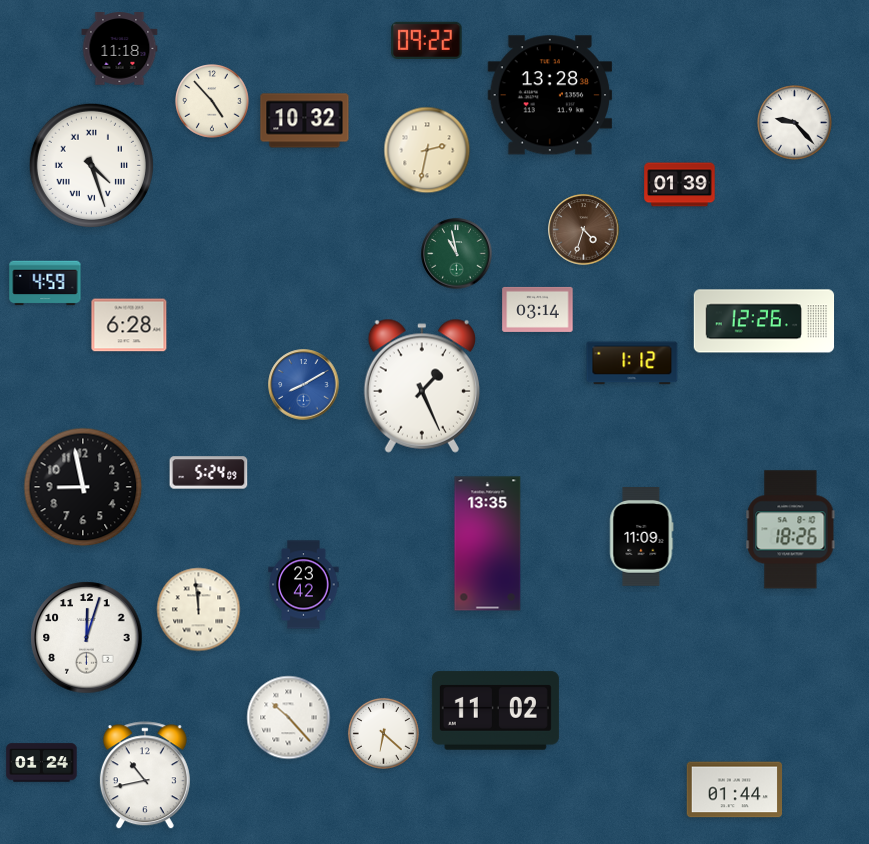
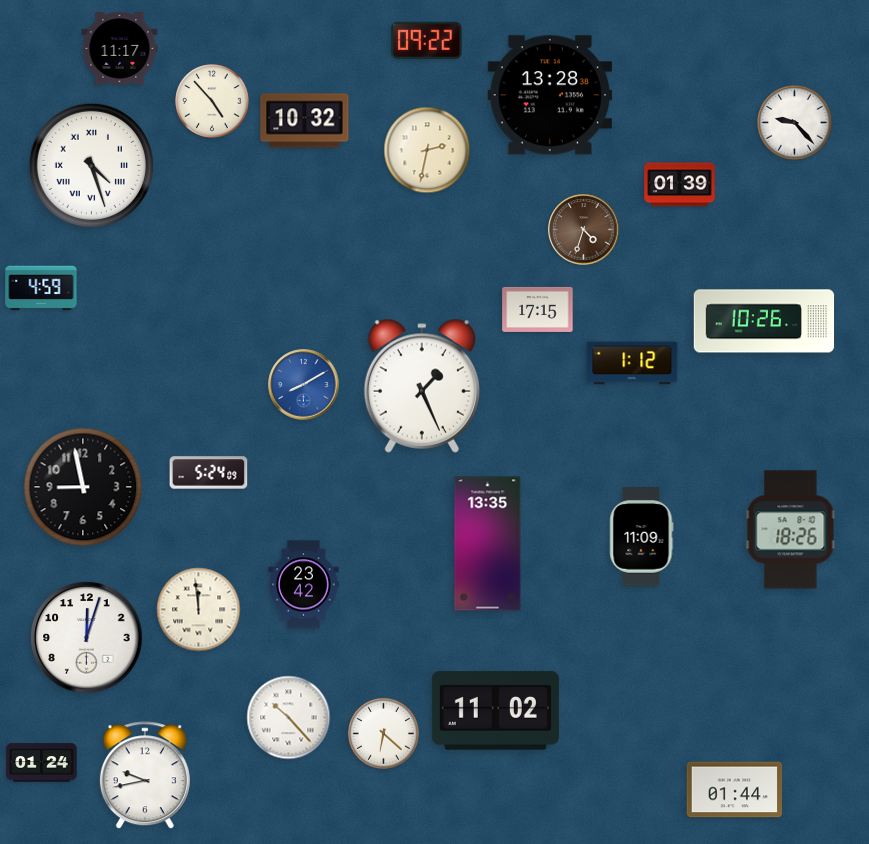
clock at (120, 49): 11:18 -> 11:17
clock at (457, 254): 10:58 -> none
clock at (45, 283) position: (45, 283) -> (41, 288)
clock at (538, 309): 03:14 -> 17:15
clock at (764, 321): 12:26 -> 10:26
clock at (129, 325): 6:28 -> none
clock at (145, 776): 10:43 -> 9:43
